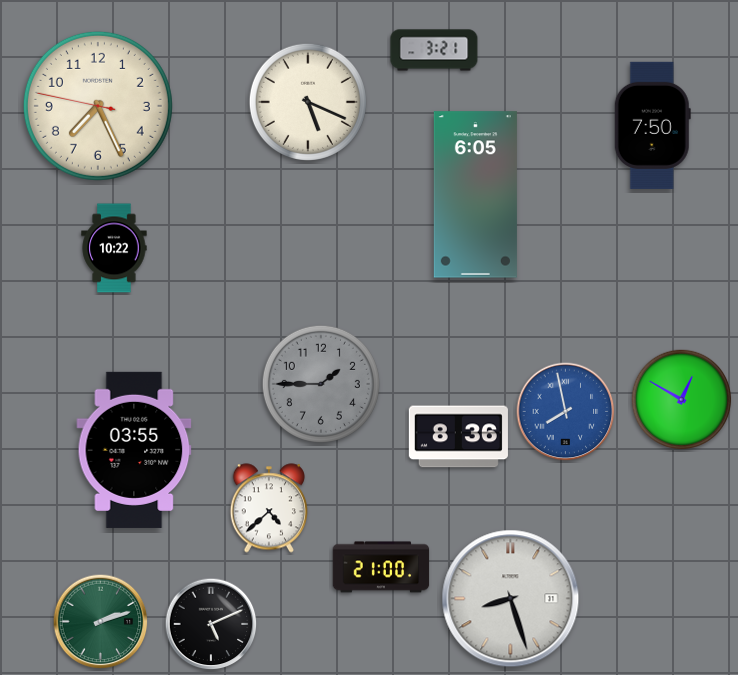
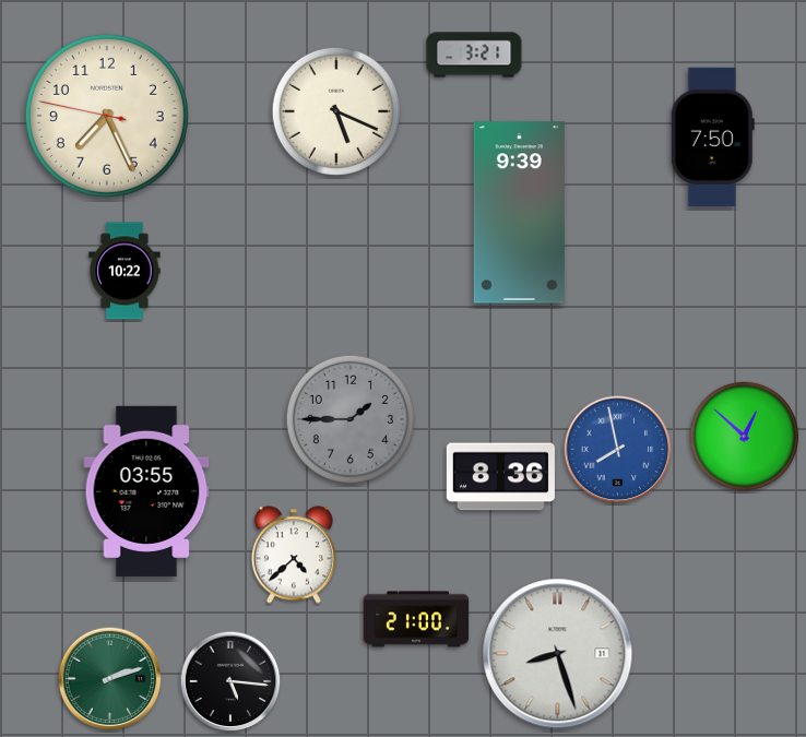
clock at (475, 195): 6:05 -> 9:39
clock at (682, 400): 12:50 -> 12:52
clock at (211, 624): 5:11 -> 5:16
